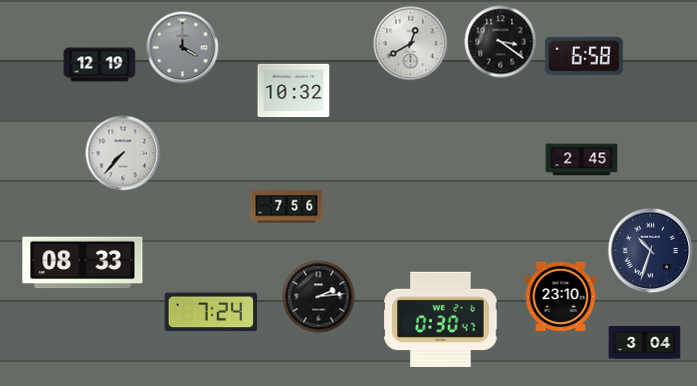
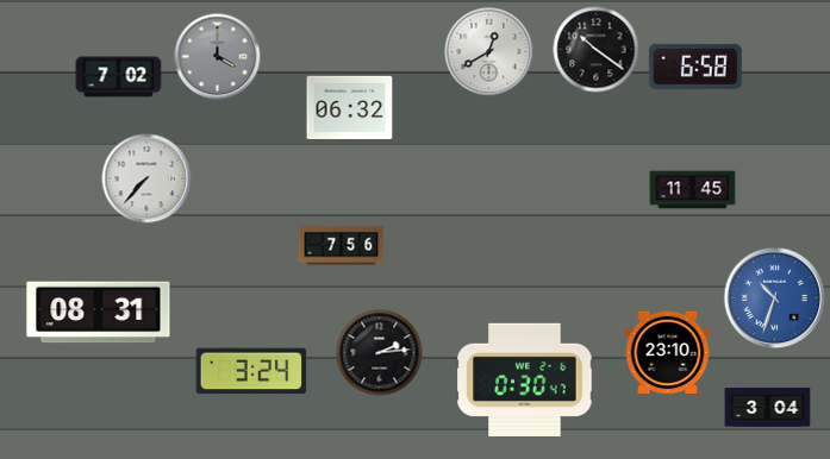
clock at (501, 42): 3:21 -> 10:21
clock at (100, 65): 12:19 -> 7:02
clock at (294, 91): 10:32 -> 06:32
clock at (123, 153) position: (123, 153) -> (146, 178)
clock at (582, 160): 2:45 -> 11:45
clock at (651, 251) dial: navy -> blue
clock at (83, 263): 08:33 -> 08:31
clock at (211, 312): 7:24 -> 3:24
